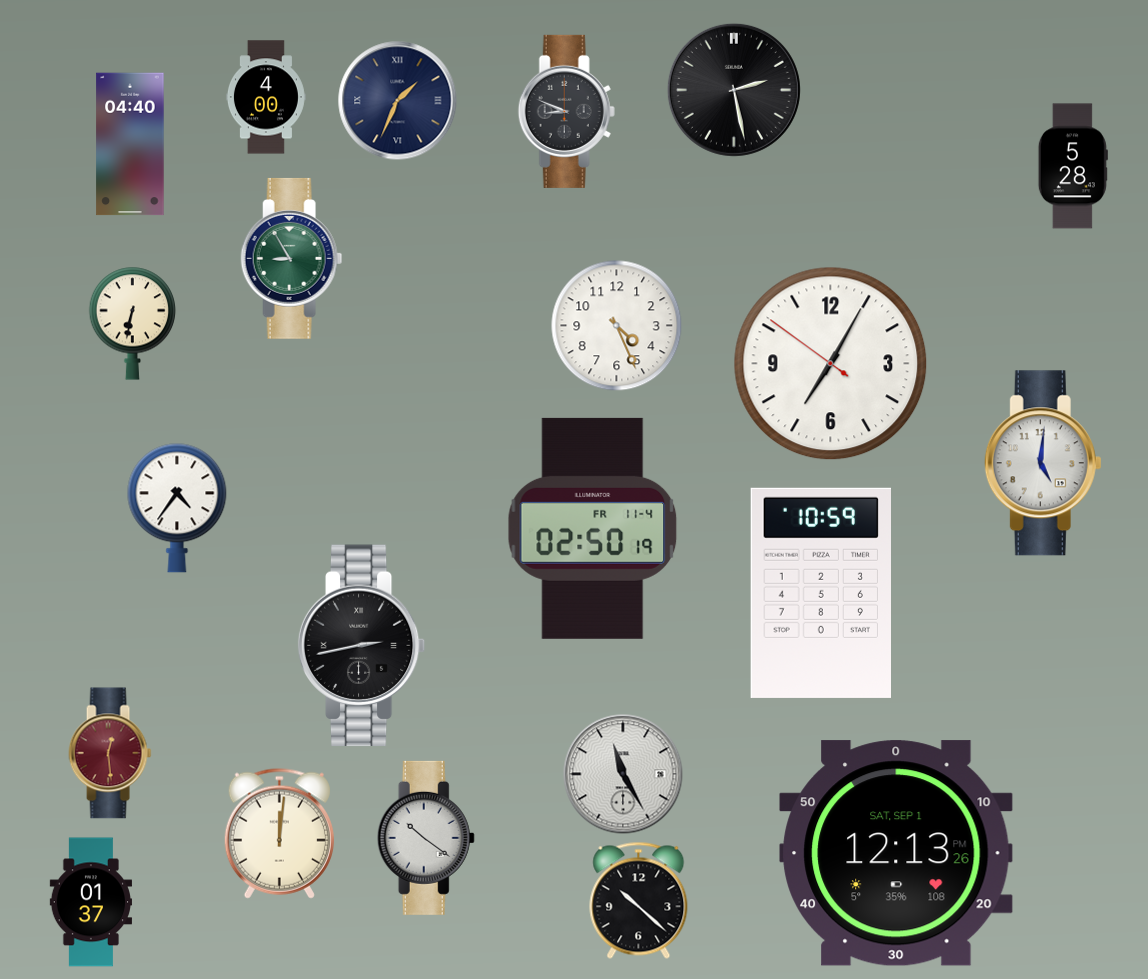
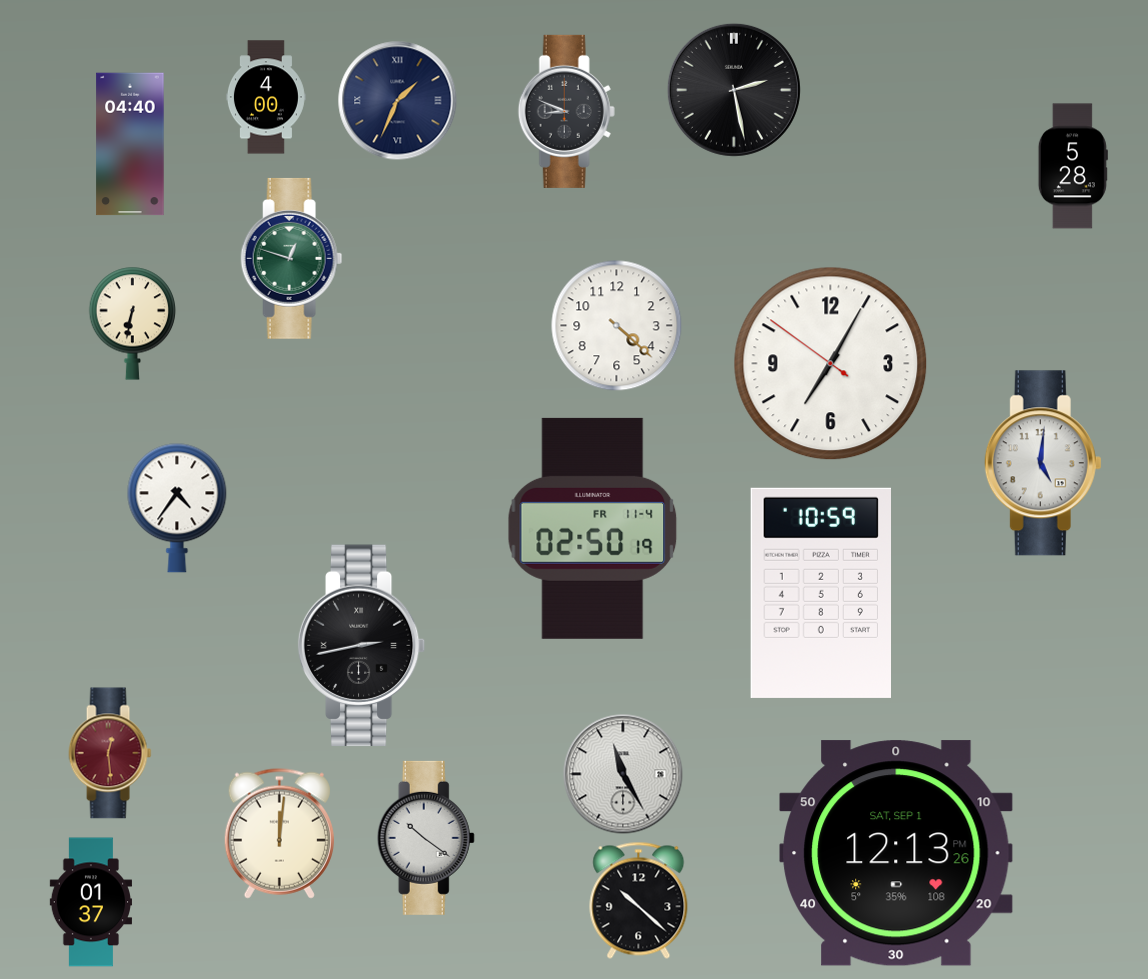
clock at (292, 258): 8:55 -> 12:48
clock at (617, 326): 4:26 -> 4:22
